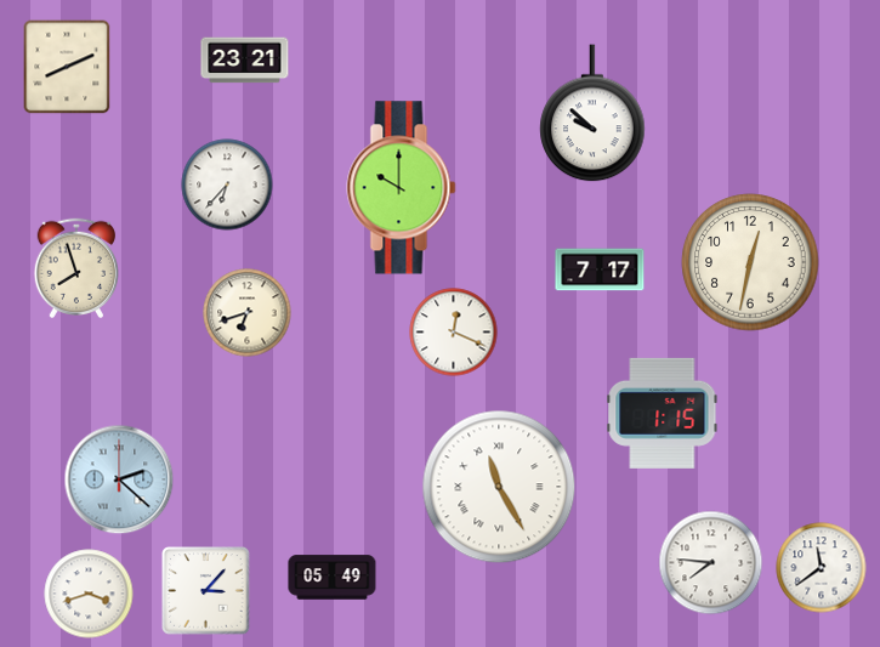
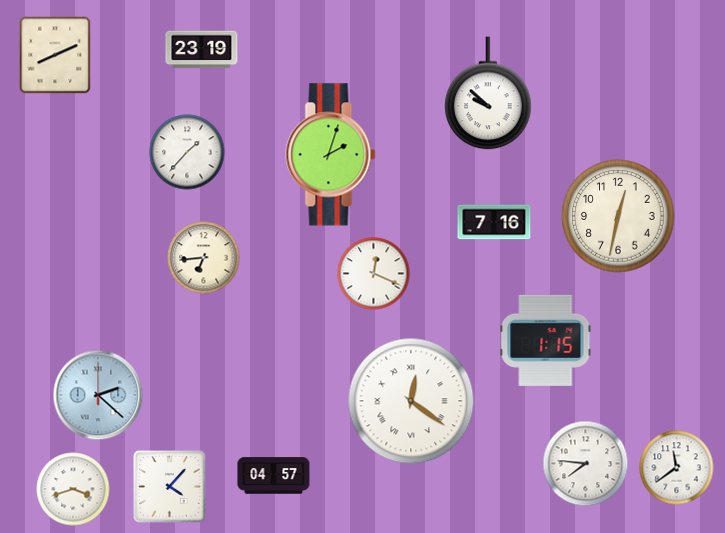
clock at (245, 61): 23:21 -> 23:19
clock at (227, 185): 6:37 -> 1:37
clock at (402, 188): 10:00 -> 2:03
clock at (75, 267): 7:57 -> none
clock at (600, 269): 7:17 -> 7:16
clock at (248, 313): 6:42 -> 6:44
clock at (499, 487): 11:25 -> 12:21
clock at (333, 578): 05:49 -> 04:57
clock at (206, 591): 3:07 -> 4:07
